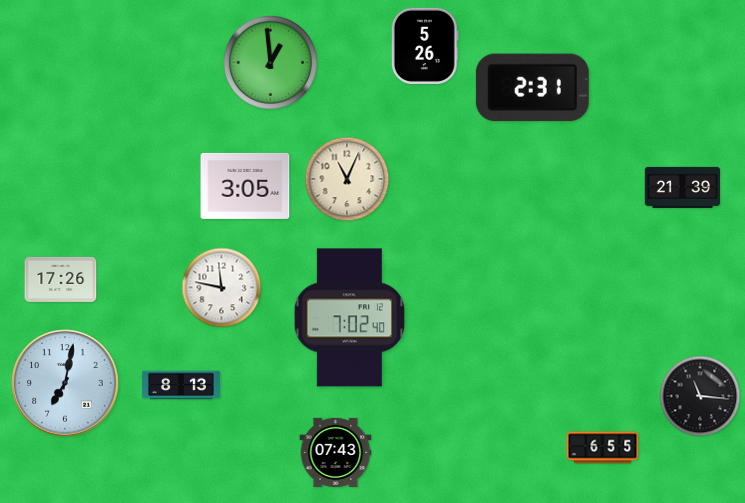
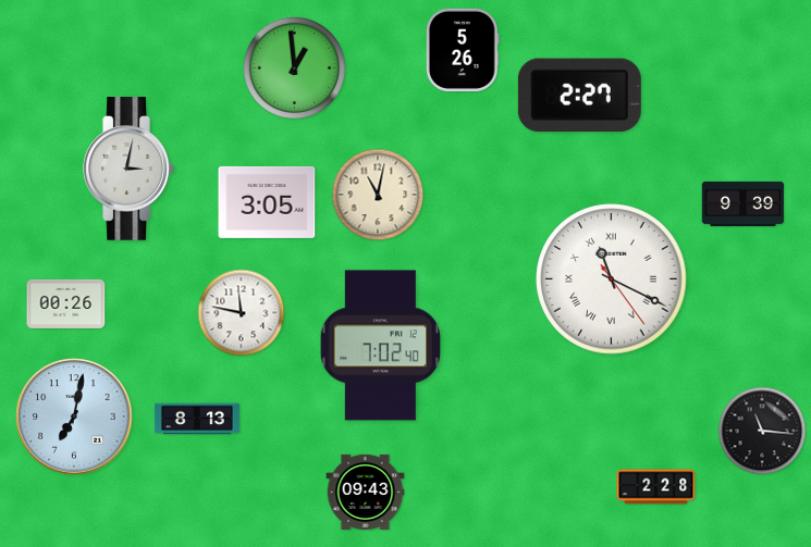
clock at (532, 88): 2:31 -> 2:27
clock at (128, 169): none -> 3:02
clock at (347, 179): 11:04 -> 11:02
clock at (683, 187): 21:39 -> 9:39
clock at (612, 279): none -> 11:19
clock at (61, 279): 17:26 -> 00:26
clock at (65, 383) position: (65, 383) -> (74, 417)
clock at (603, 448): 6:55 -> 2:28
clock at (336, 452): 07:43 -> 09:43
